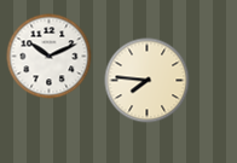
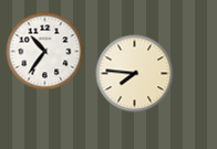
clock at (50, 57): 10:11 -> 10:36
